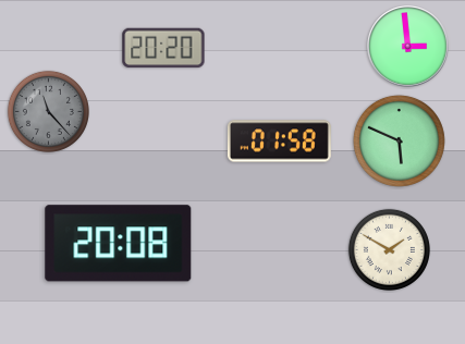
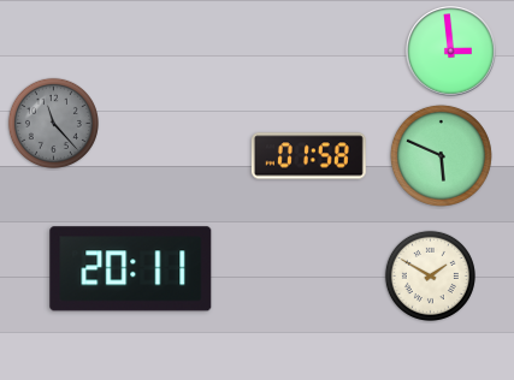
clock at (163, 48): 20:20 -> none
clock at (119, 244): 20:08 -> 20:11
